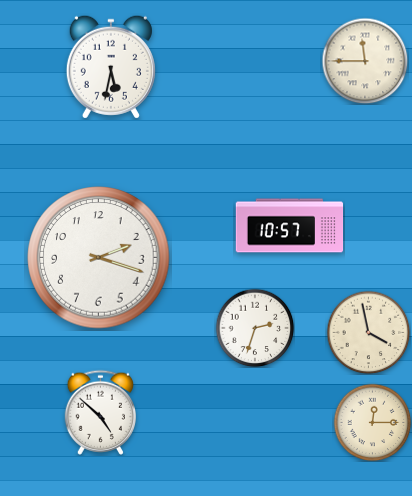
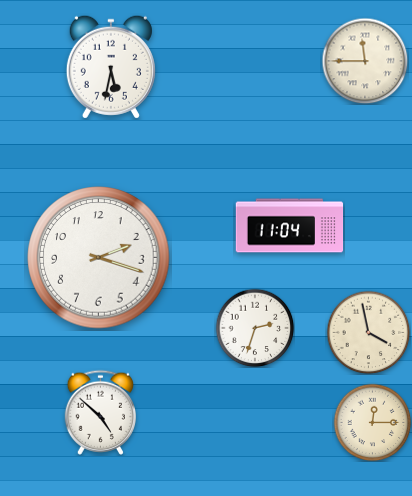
clock at (290, 226): 10:57 -> 11:04
